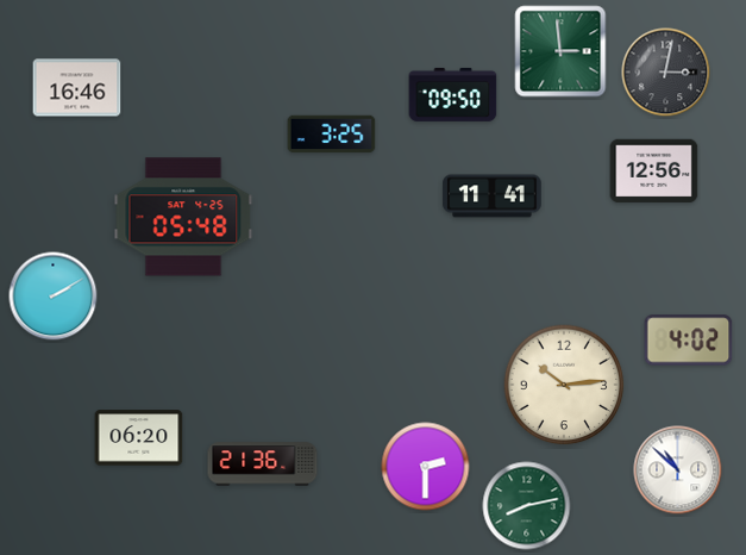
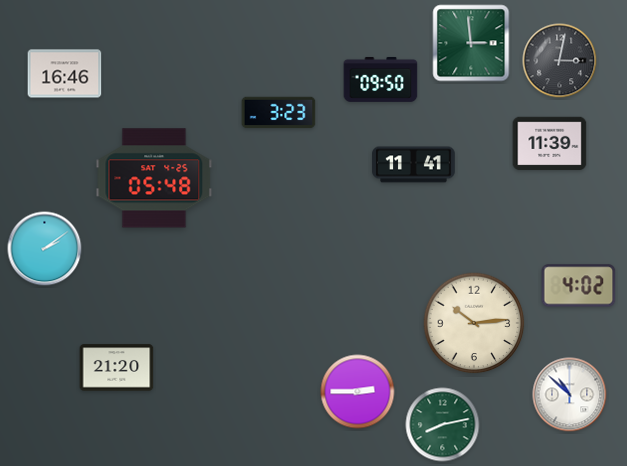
clock at (332, 135): 3:25 -> 3:23
clock at (654, 172): 12:56 -> 11:39
clock at (183, 217) position: (183, 217) -> (154, 178)
clock at (54, 297): 2:10 -> 2:09
clock at (139, 438): 06:20 -> 21:20
clock at (263, 464): 21:36 -> none
clock at (426, 467): 2:30 -> 2:45
